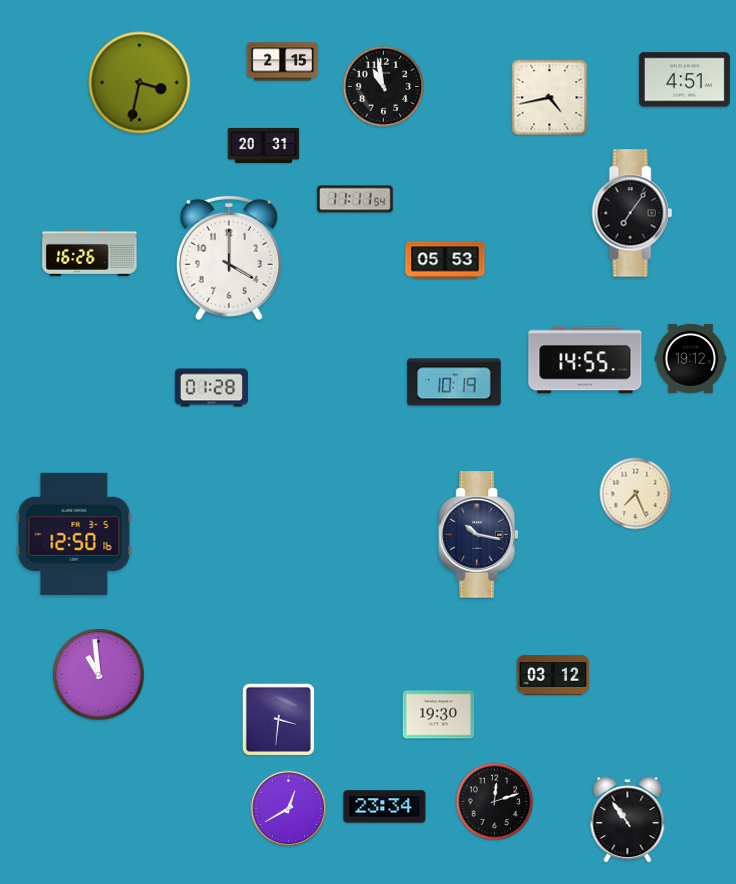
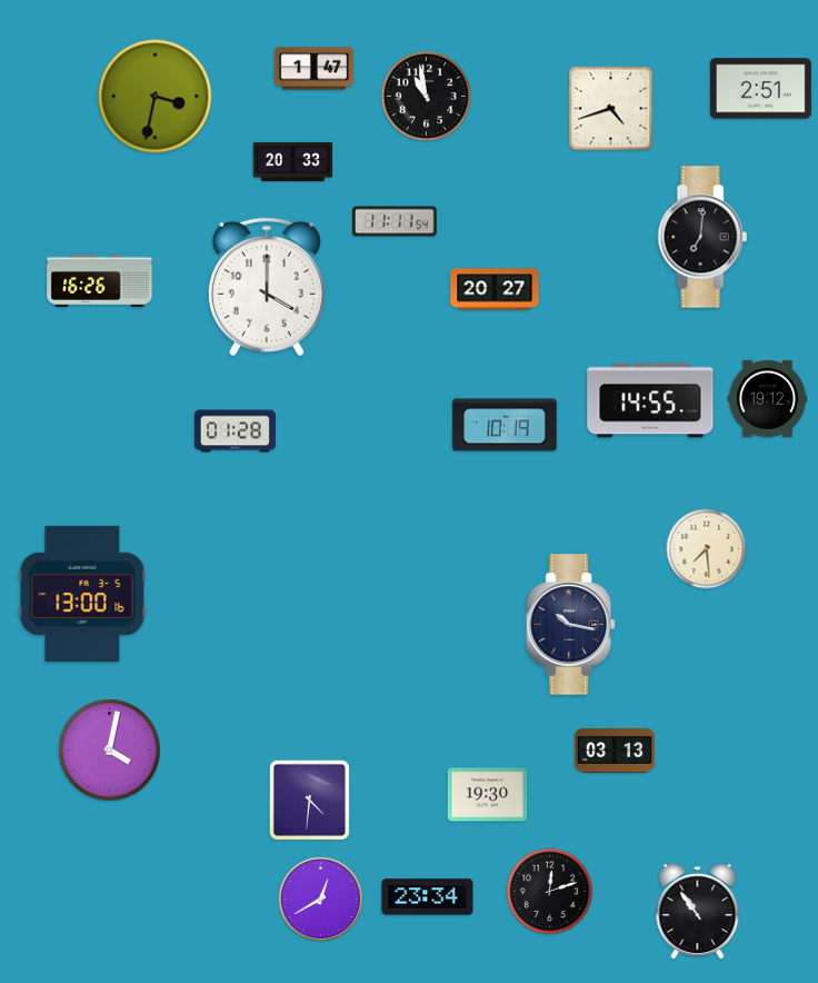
clock at (283, 62): 2:15 -> 1:47
clock at (684, 80): 4:51 -> 2:51
clock at (140, 83) position: (140, 83) -> (156, 97)
clock at (550, 98): 4:43 -> 4:42
clock at (264, 145): 20:31 -> 20:33
clock at (632, 213): 7:06 -> 7:01
clock at (229, 258) position: (229, 258) -> (267, 287)
clock at (445, 260): 05:53 -> 20:27
clock at (636, 494): 7:26 -> 7:29
clock at (74, 534): 12:50 -> 13:00
clock at (478, 535) position: (478, 535) -> (570, 625)
clock at (99, 675): 10:59 -> 4:02
clock at (553, 675): 03:12 -> 03:13
clock at (278, 719): 3:31 -> 4:31
